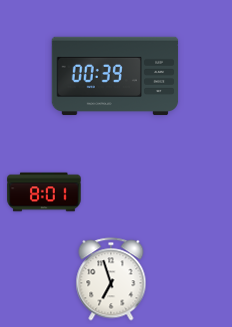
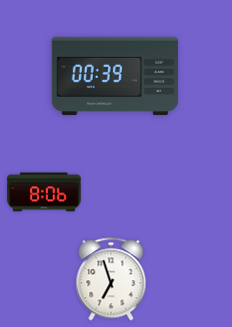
clock at (44, 192): 8:01 -> 8:06
